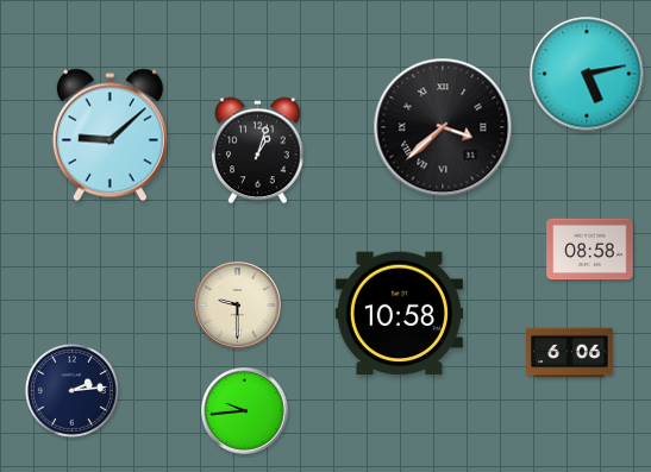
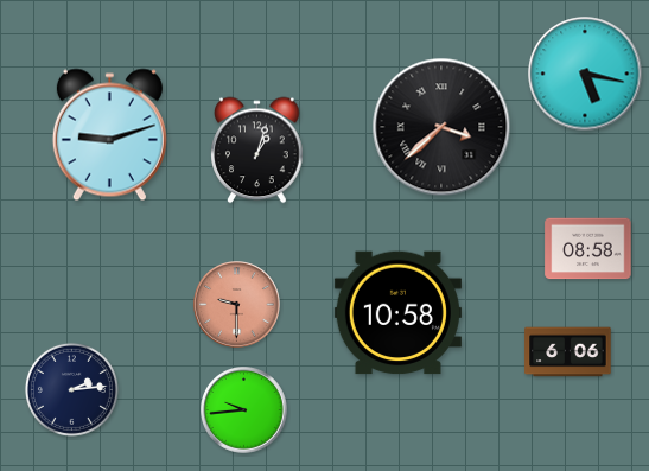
clock at (587, 74): 5:13 -> 5:17
clock at (109, 136): 9:08 -> 9:12
clock at (238, 306) dial: cream -> salmon
